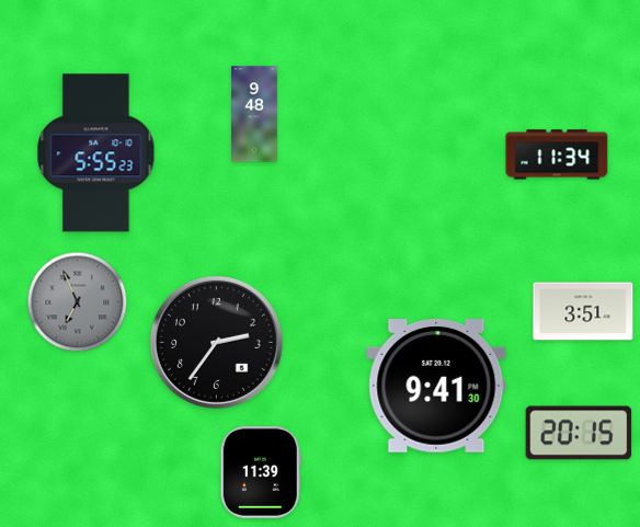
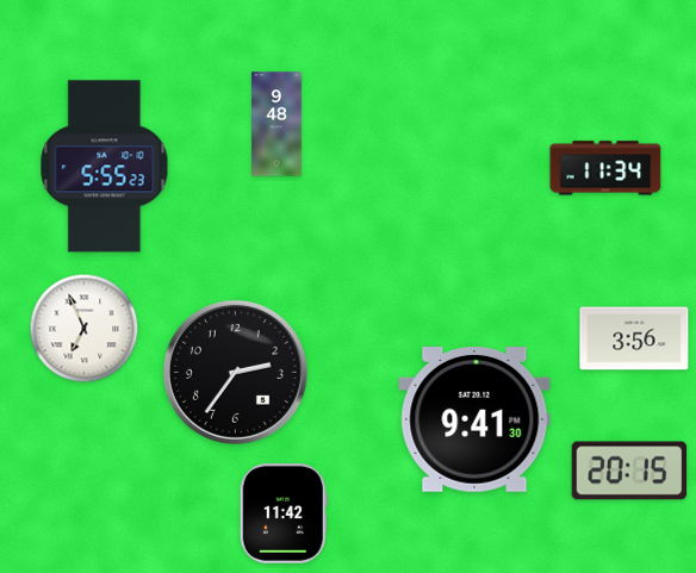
clock at (78, 302) dial: grey -> white
clock at (583, 311): 3:51 -> 3:56
clock at (261, 473): 11:39 -> 11:42
